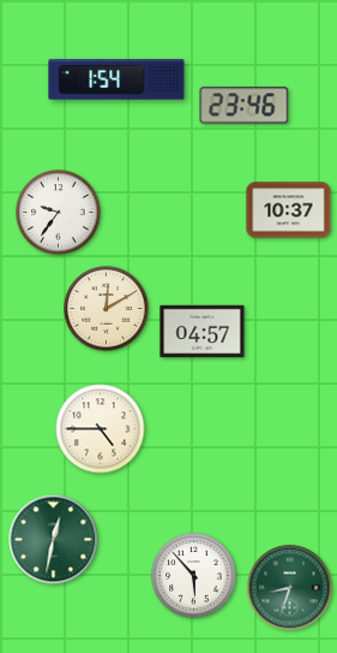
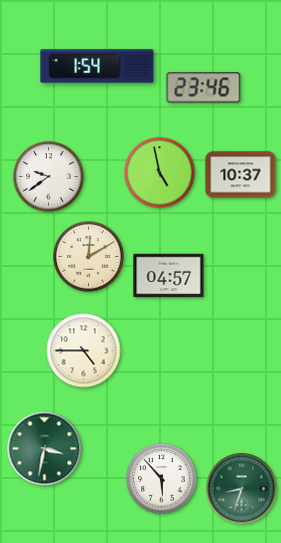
clock at (160, 173): none -> 4:58
clock at (59, 213): 9:36 -> 9:39
clock at (101, 429) position: (101, 429) -> (84, 351)
clock at (54, 540): 12:32 -> 3:32
